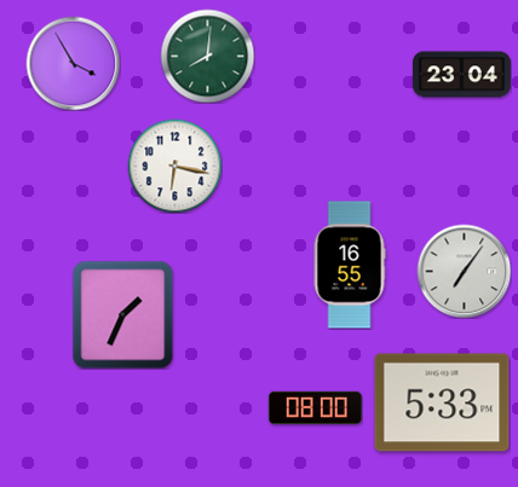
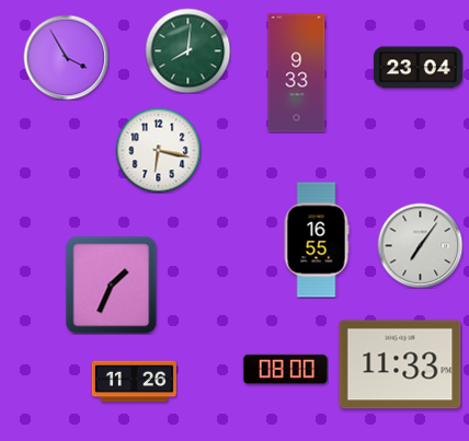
clock at (297, 73): none -> 9:33
clock at (442, 402): 5:33 -> 11:33
clock at (134, 382): none -> 11:26
